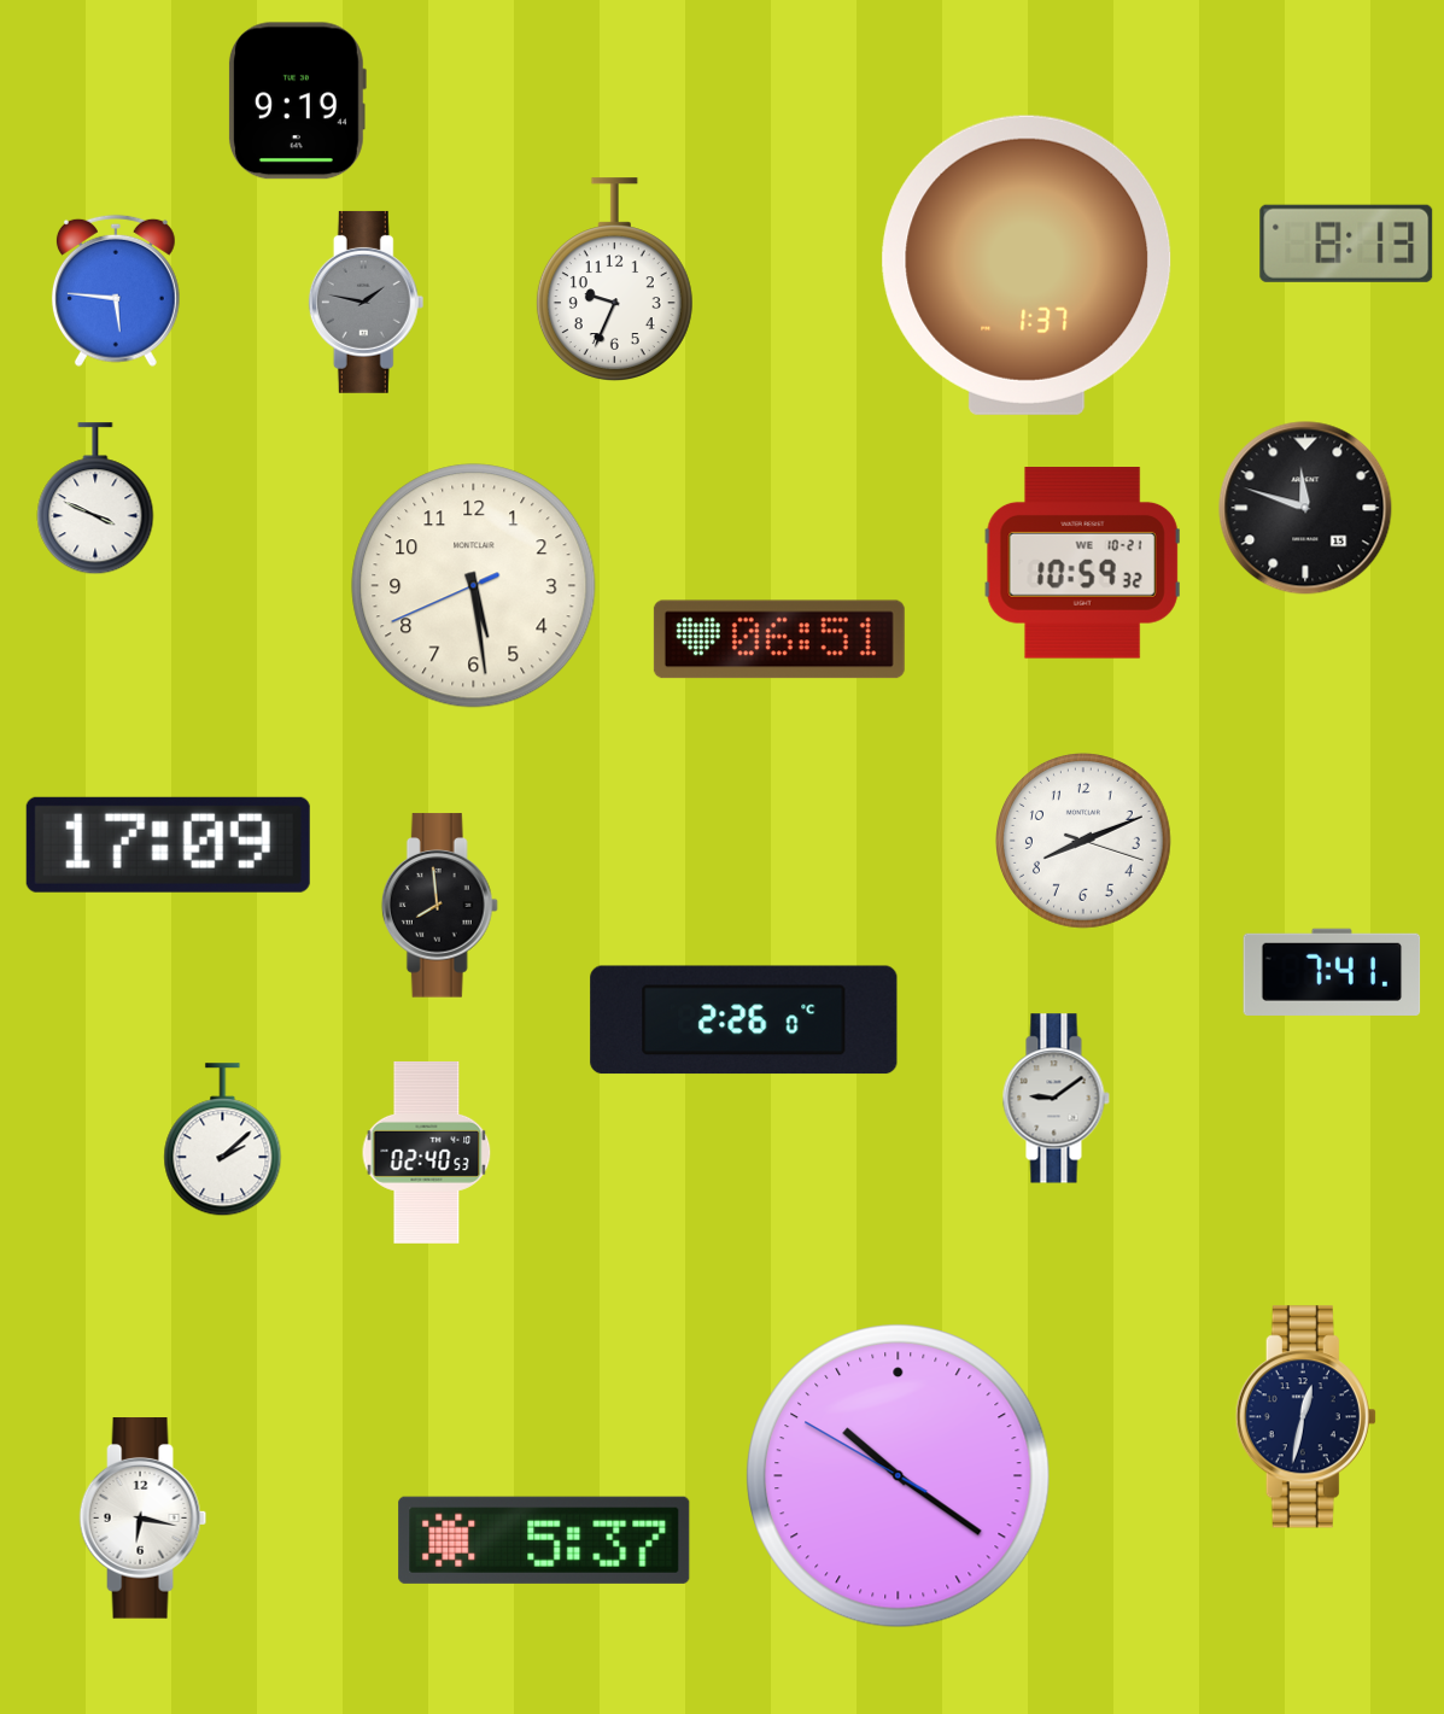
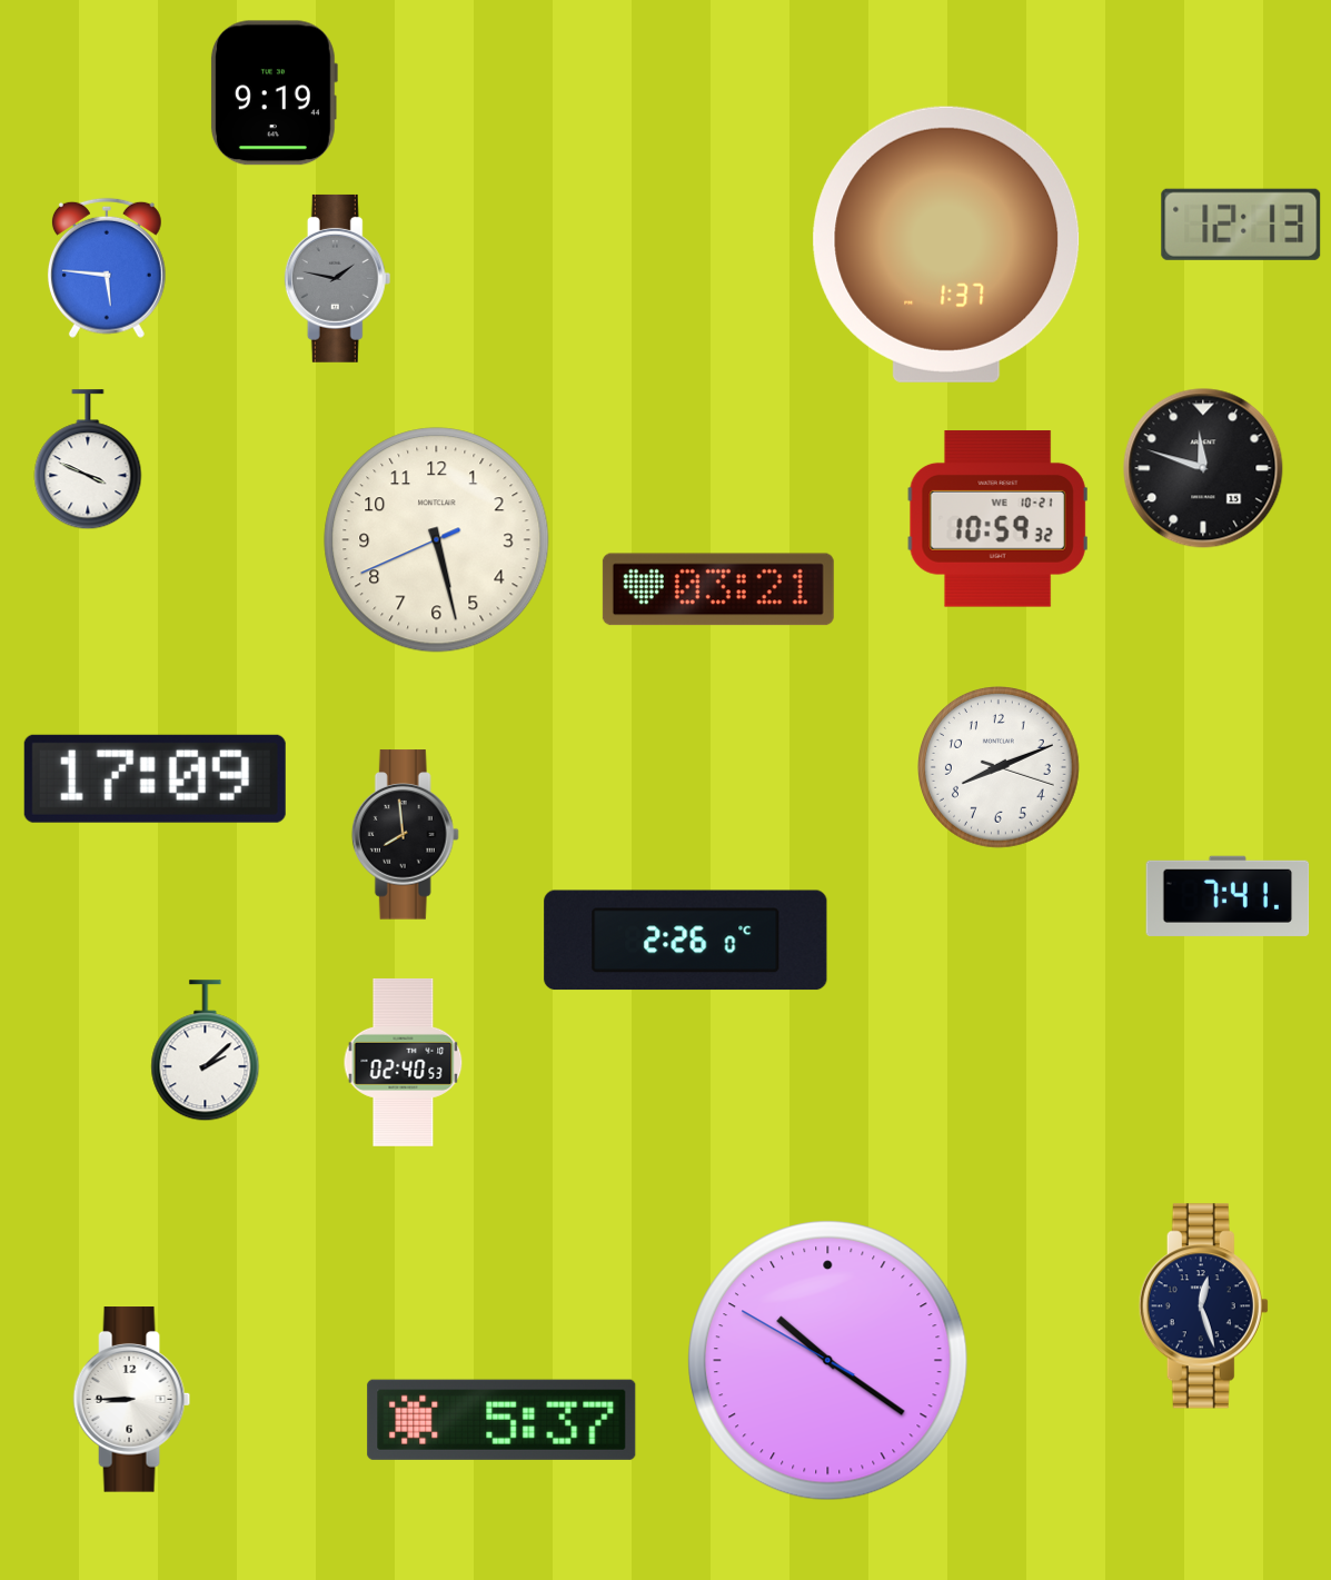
clock at (1346, 244): 8:13 -> 12:13
clock at (614, 279): 9:34 -> none
clock at (474, 586): 5:28 -> 5:27
clock at (779, 639): 06:51 -> 03:21
clock at (1085, 842) position: (1085, 842) -> (1000, 768)
clock at (1056, 1099): 9:09 -> none
clock at (427, 1152) position: (427, 1152) -> (404, 1062)
clock at (1305, 1417): 12:32 -> 12:27
clock at (144, 1519): 6:17 -> 8:45
